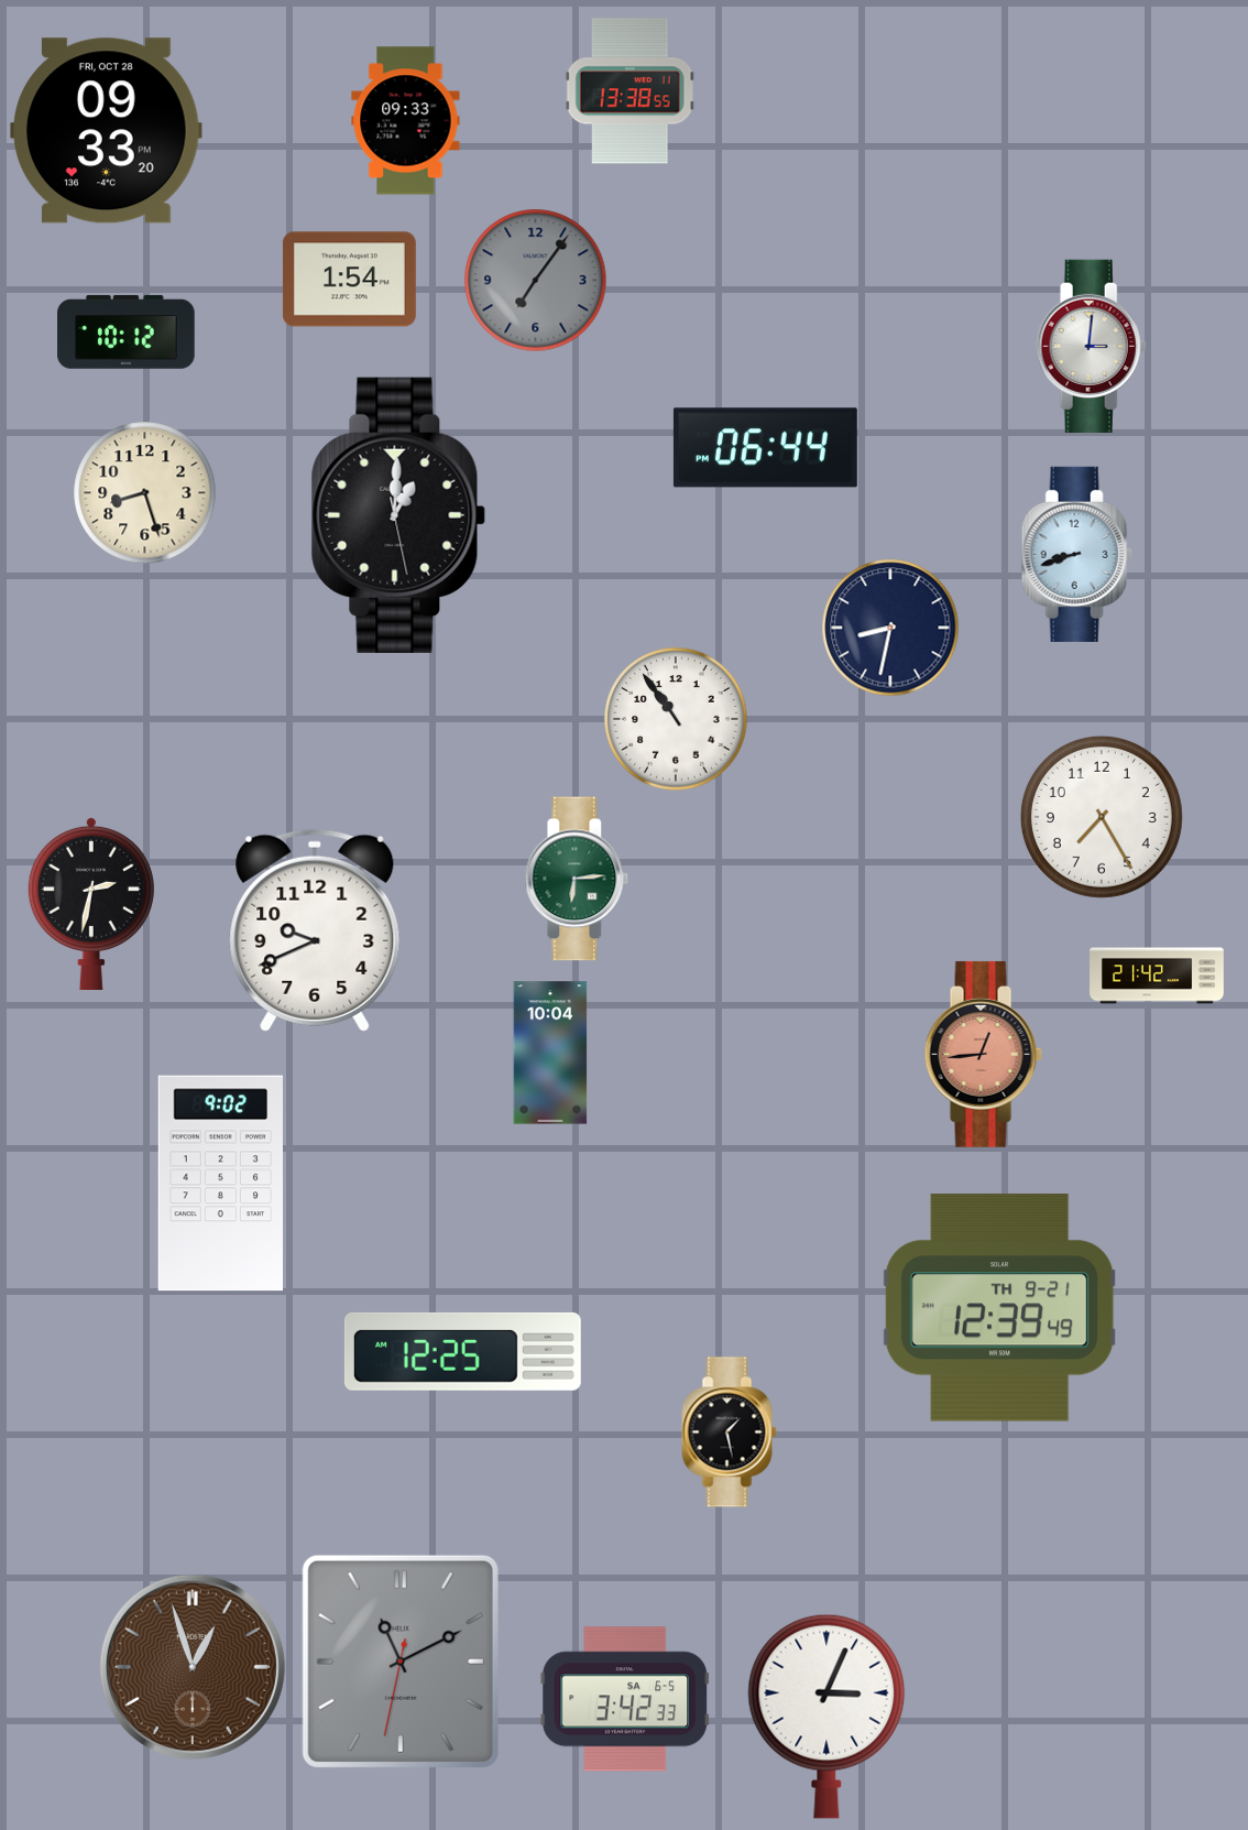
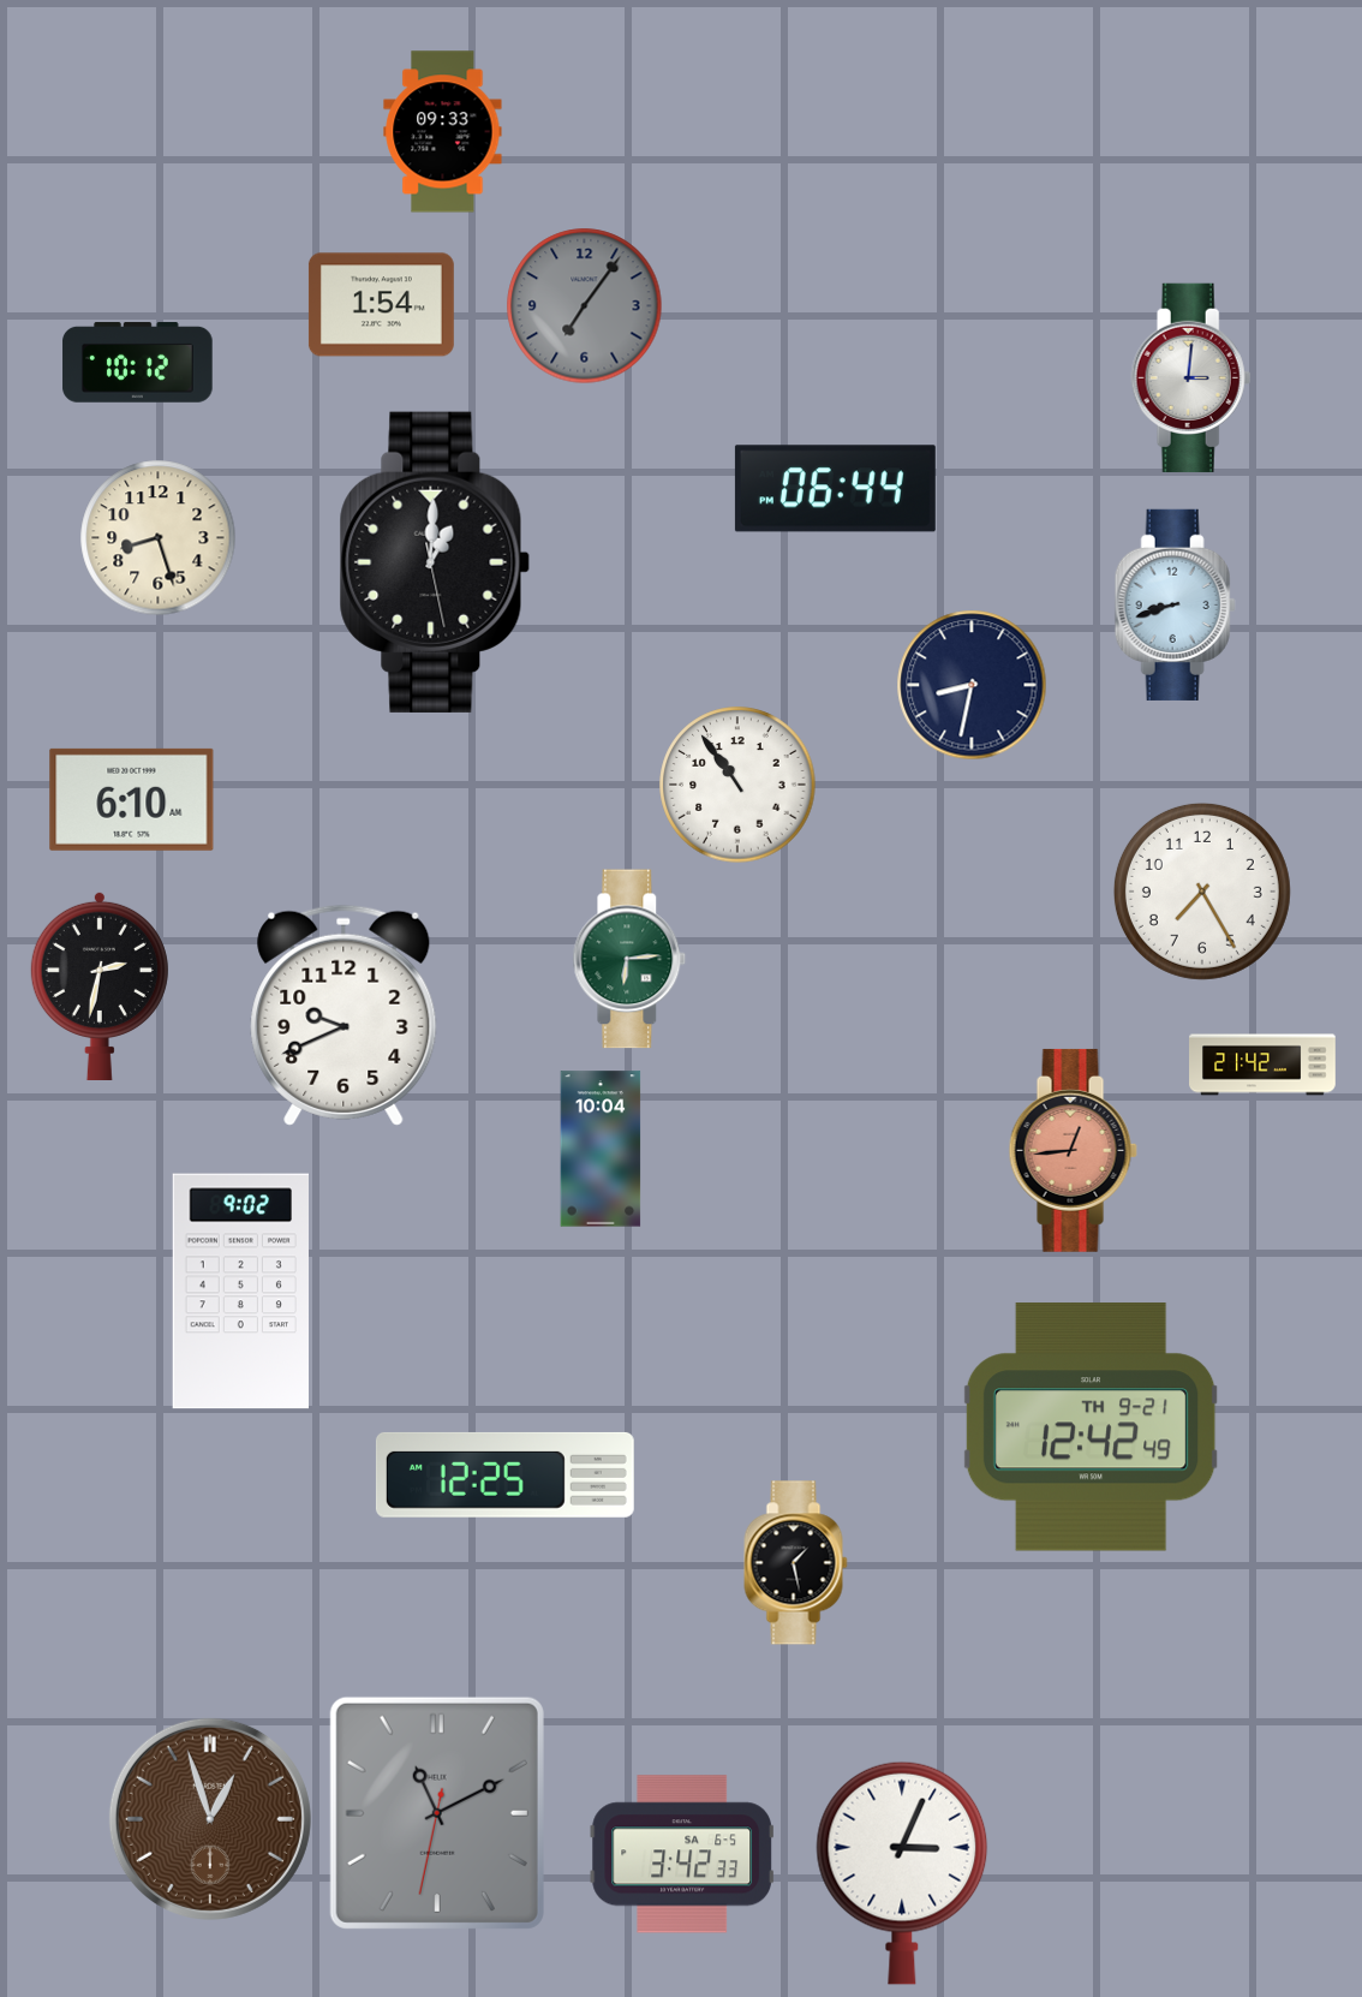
clock at (630, 91): 13:38 -> none
clock at (107, 131): 09:33 -> none
clock at (132, 799): none -> 6:10
clock at (999, 1308): 12:39 -> 12:42
